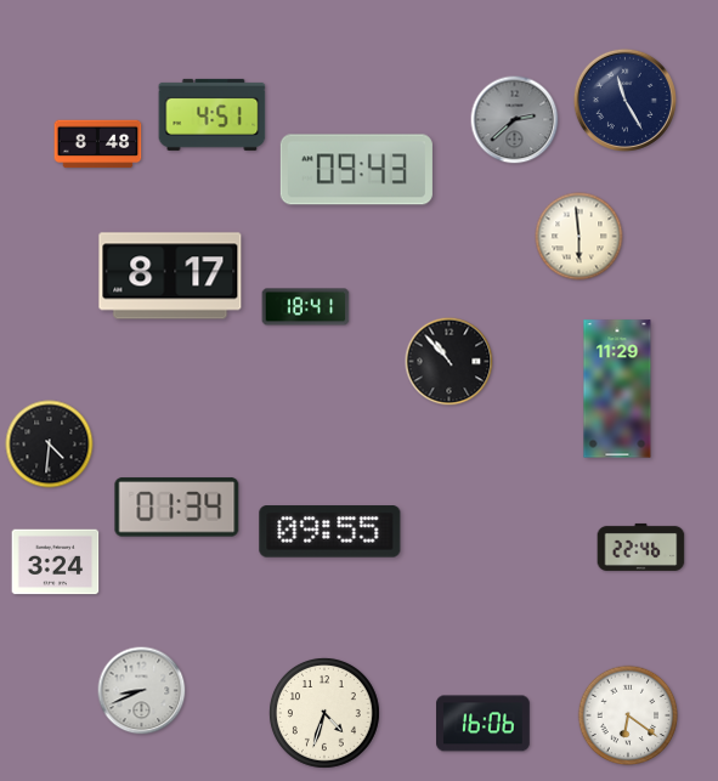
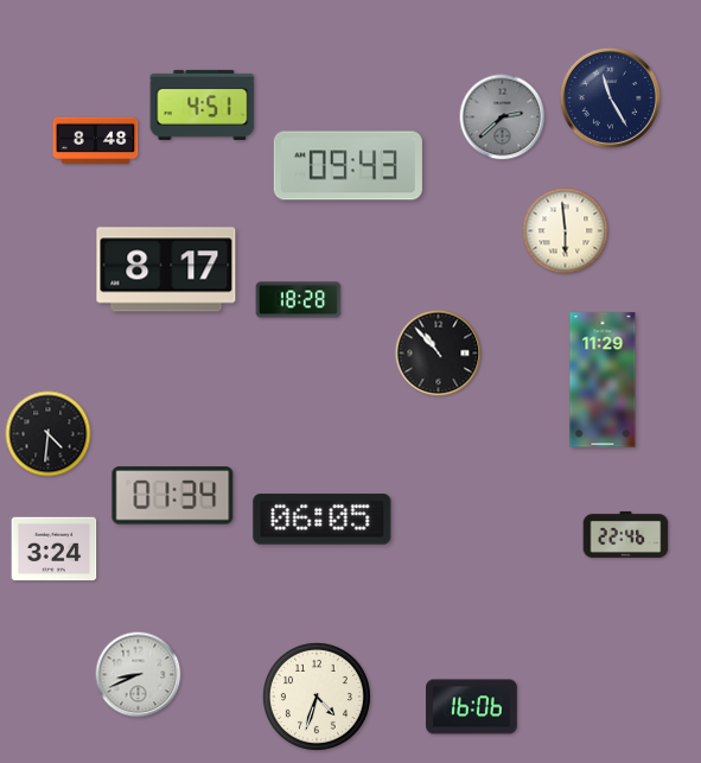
clock at (213, 114) position: (213, 114) -> (203, 104)
clock at (306, 307): 18:41 -> 18:28
clock at (330, 532): 09:55 -> 06:05
clock at (628, 715): 6:21 -> none
